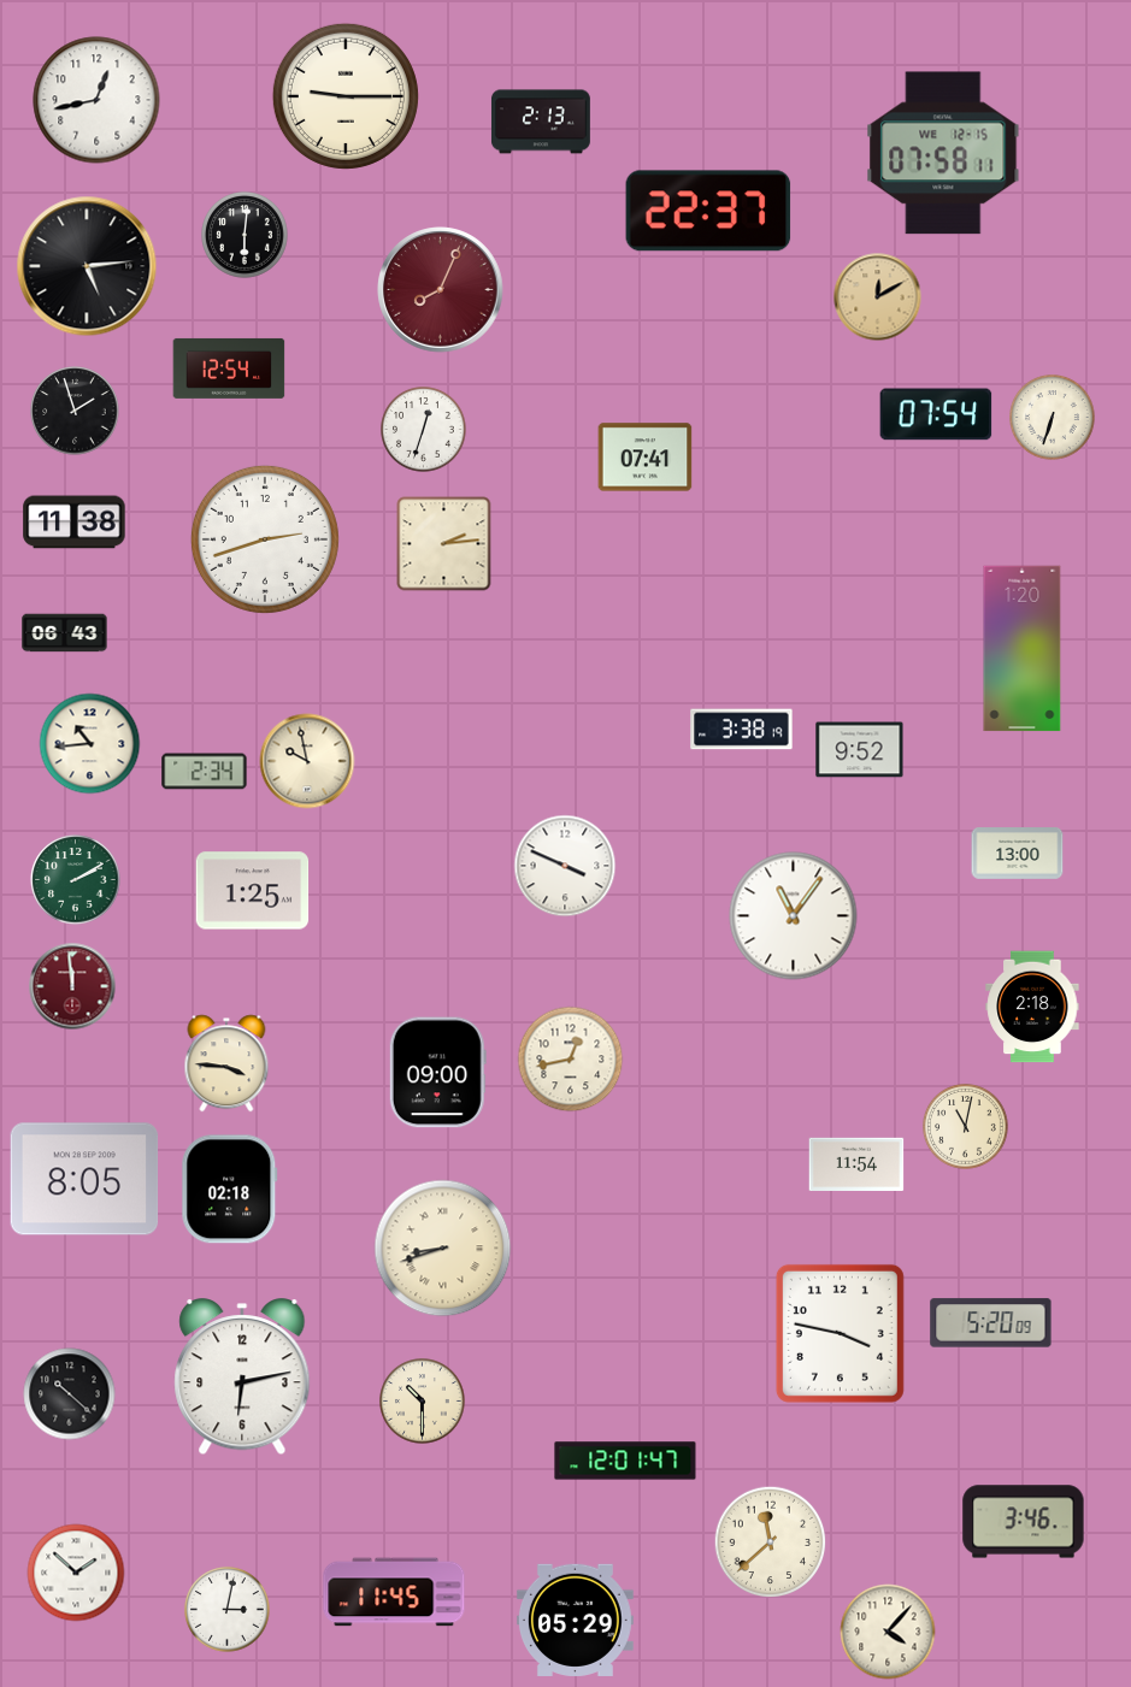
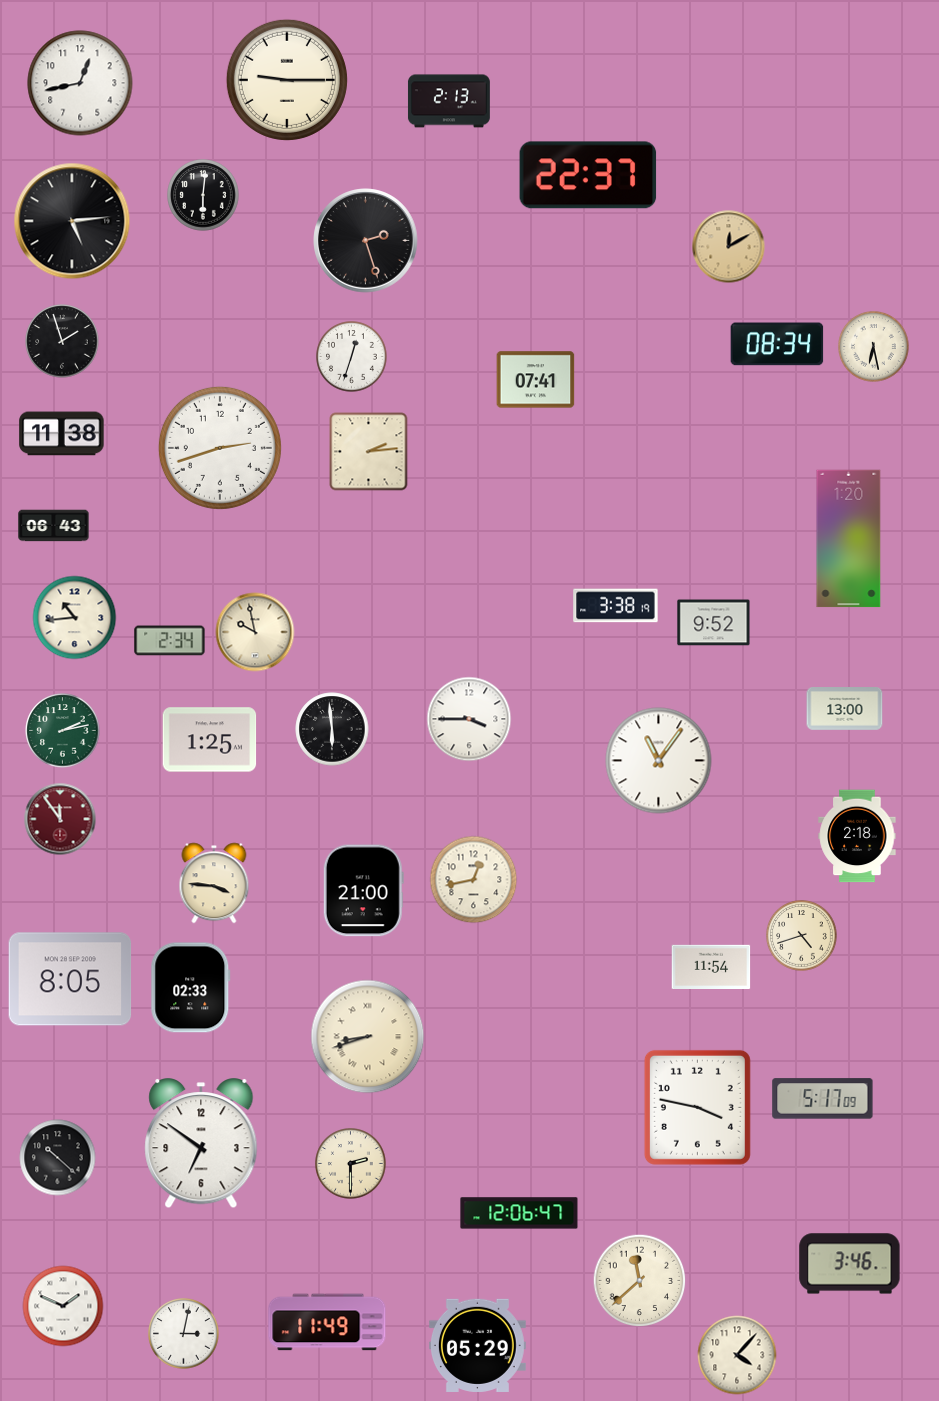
clock at (943, 153): 07:58 -> none
clock at (441, 290): 8:04 -> 2:27
clock at (441, 290) dial: burgundy -> black
clock at (229, 368): 12:54 -> none
clock at (936, 414): 07:54 -> 08:34
clock at (1053, 418): 6:33 -> 6:28
clock at (565, 866): 3:49 -> 3:45
clock at (332, 729): none -> 5:59
clock at (76, 880): 2:10 -> 2:13
clock at (72, 986): 11:59 -> 11:54
clock at (226, 1063) position: (226, 1063) -> (214, 883)
clock at (437, 1073): 09:00 -> 21:00
clock at (966, 1127): 11:02 -> 4:42
clock at (230, 1190): 02:18 -> 02:33
clock at (991, 1323): 5:20 -> 5:17
clock at (242, 1378): 6:13 -> 6:51
clock at (423, 1402): 10:30 -> 2:30
clock at (625, 1461): 12:01 -> 12:06
clock at (76, 1573): 1:52 -> 1:49
clock at (394, 1592): 11:45 -> 11:49
clock at (228, 1610) position: (228, 1610) -> (184, 1334)
